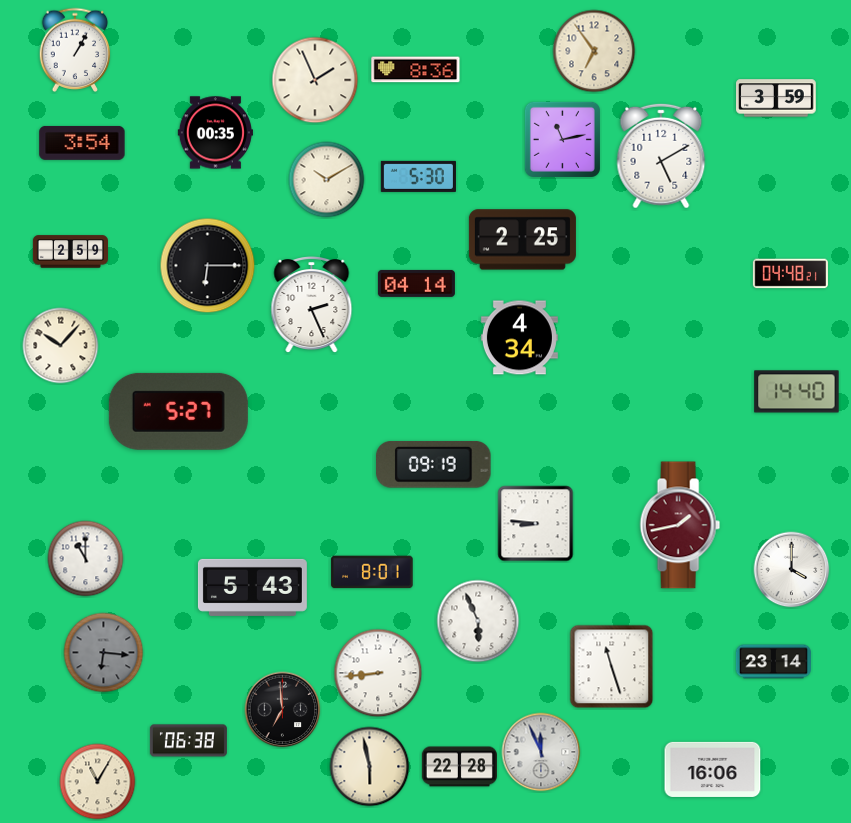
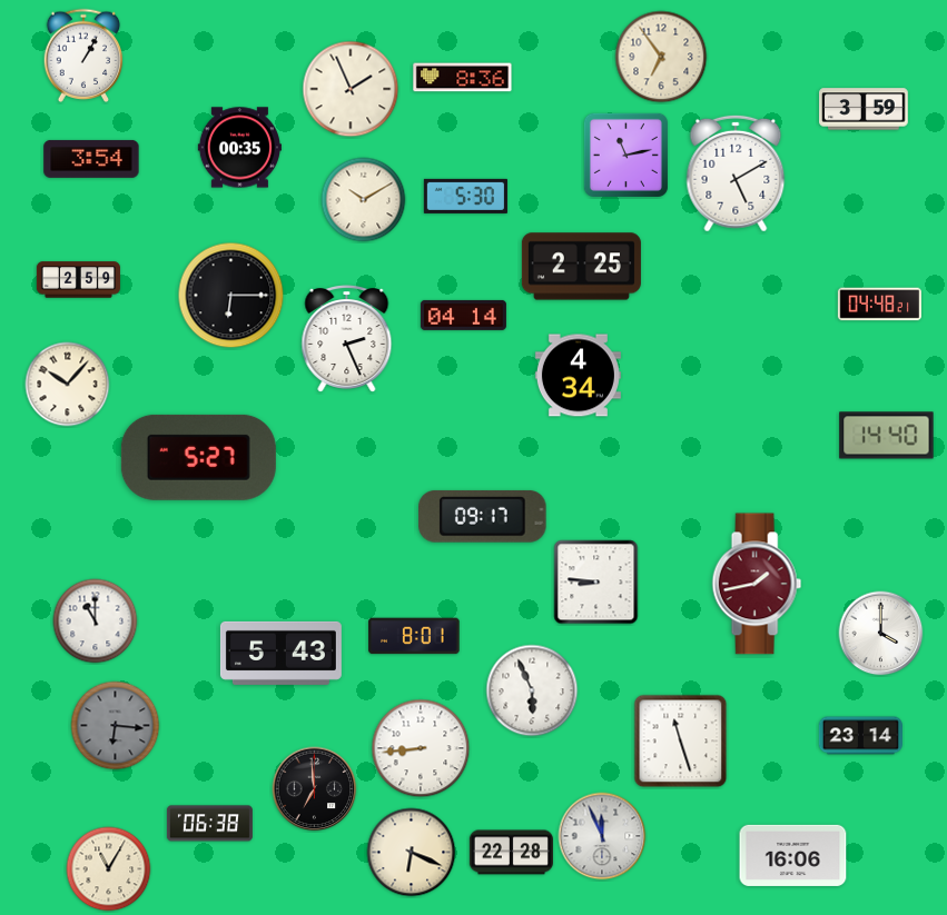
clock at (434, 464): 09:19 -> 09:17
clock at (370, 767): 5:58 -> 6:19
